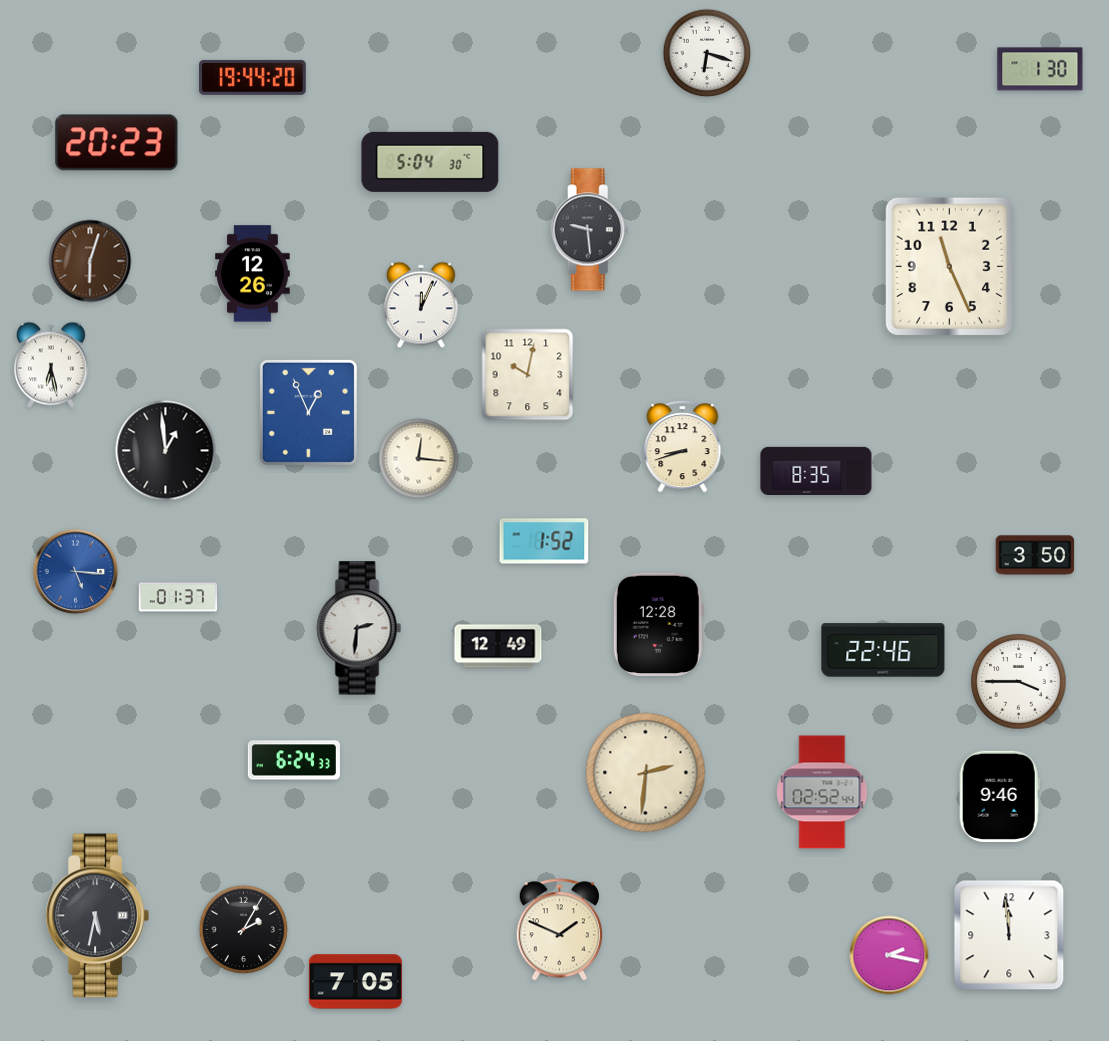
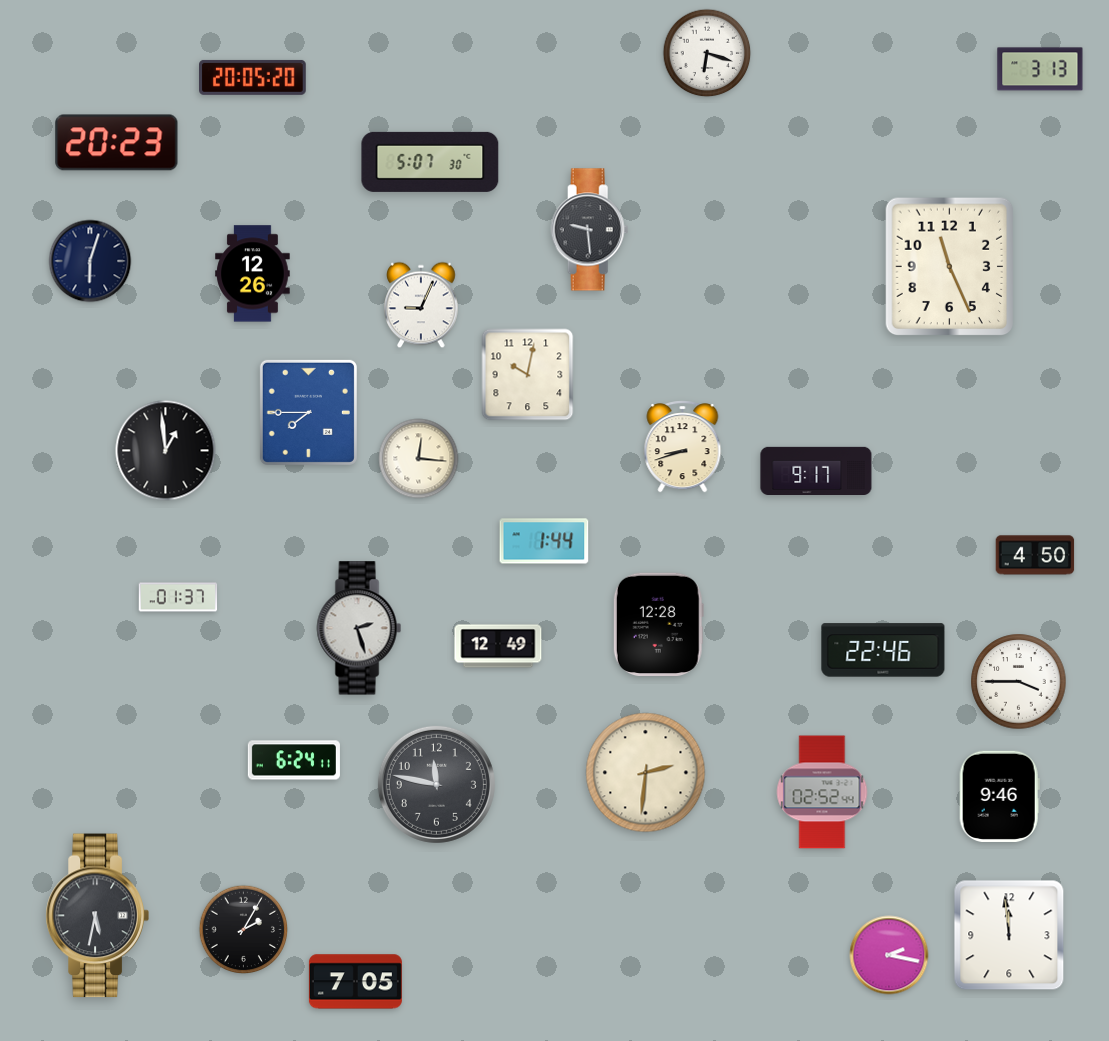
clock at (1040, 69): 1:30 -> 3:13
clock at (253, 77): 19:44 -> 20:05
clock at (430, 162): 5:04 -> 5:07
clock at (90, 261) dial: brown -> navy
clock at (421, 305): 12:04 -> 9:04
clock at (51, 365): 6:28 -> none
clock at (308, 412): 12:56 -> 7:45
clock at (816, 470): 8:35 -> 9:17
clock at (544, 541): 1:52 -> 1:44
clock at (1035, 555): 3:50 -> 4:50
clock at (76, 572): 5:16 -> none
clock at (359, 628): 2:31 -> 2:27
clock at (294, 760): 6:24:33 -> 6:24:11
clock at (436, 784): none -> 11:47
clock at (559, 930): 1:49 -> none
